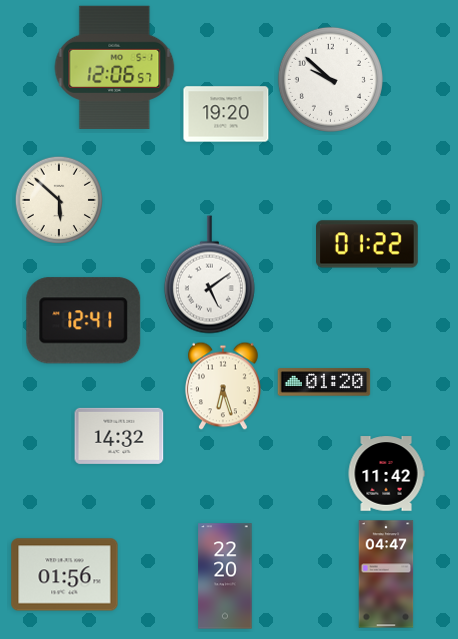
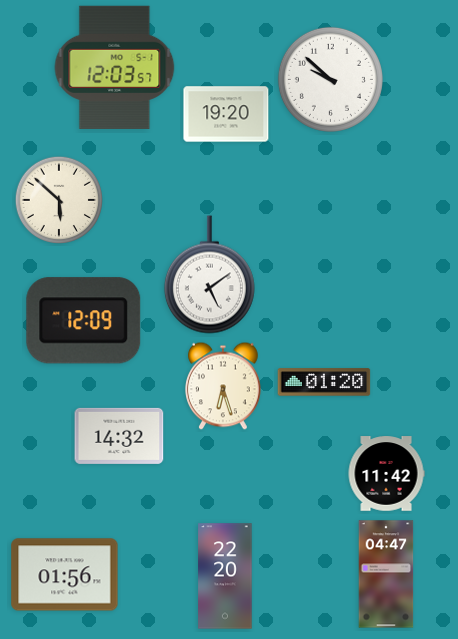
clock at (115, 67): 12:06 -> 12:03
clock at (368, 244): 01:22 -> none
clock at (84, 321): 12:41 -> 12:09
